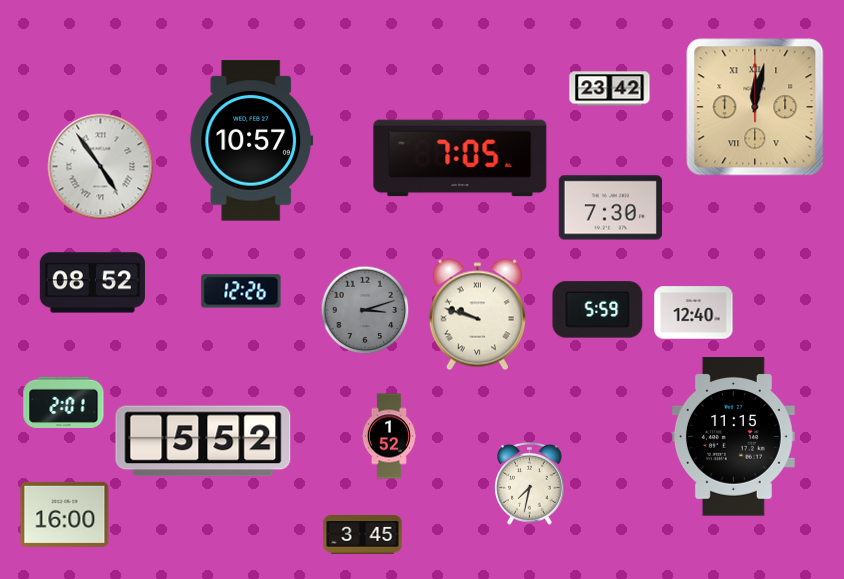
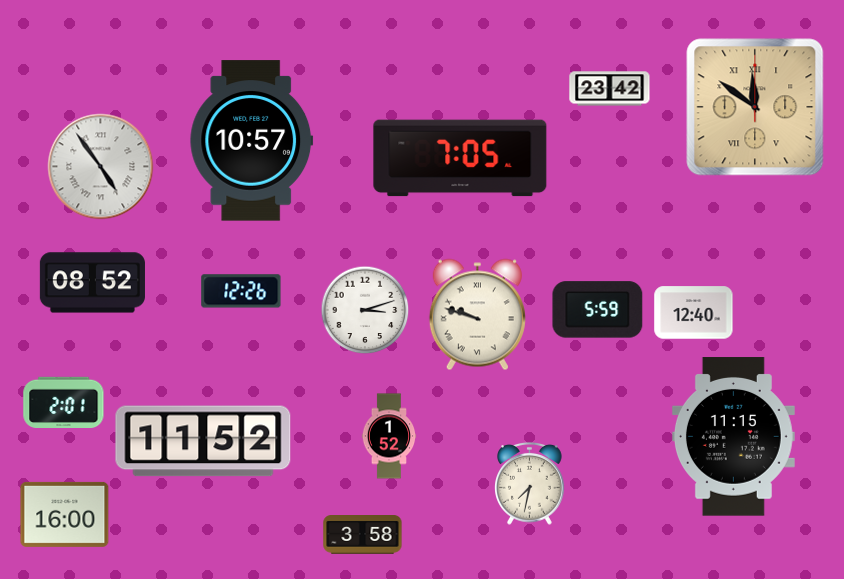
clock at (755, 107): 12:02 -> 11:51
clock at (610, 208): 7:30 -> none
clock at (365, 310) dial: grey -> white
clock at (203, 441): 5:52 -> 11:52
clock at (363, 535): 3:45 -> 3:58
